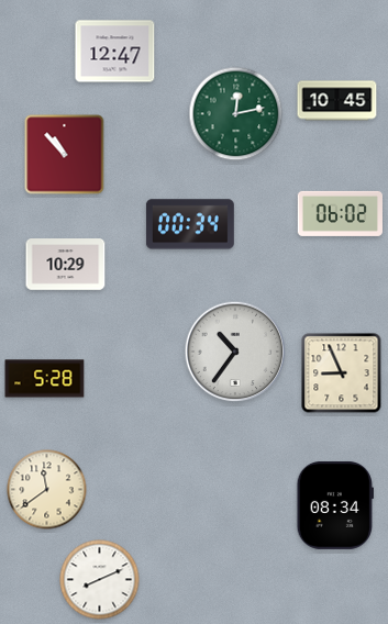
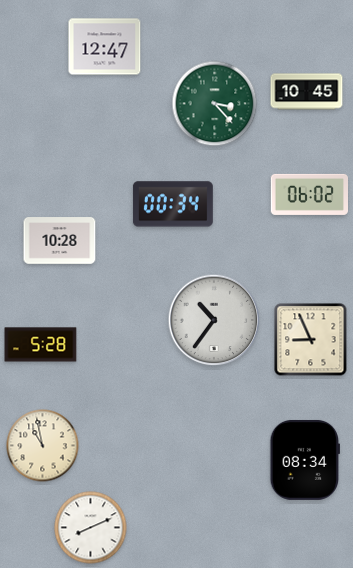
clock at (236, 114): 12:13 -> 3:23
clock at (65, 155): 10:53 -> none
clock at (66, 265): 10:29 -> 10:28
clock at (47, 490): 11:39 -> 10:58
